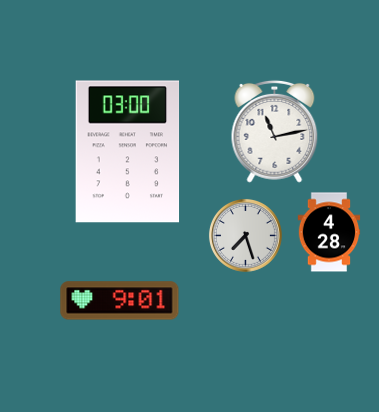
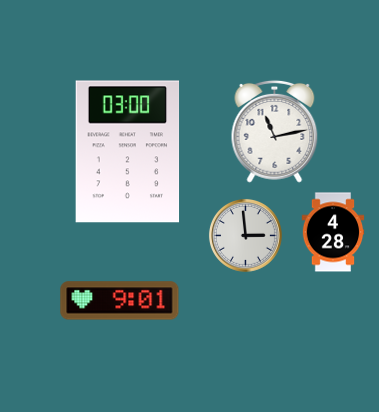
clock at (329, 232) position: (329, 232) -> (333, 232)
clock at (245, 235): 7:27 -> 2:59
